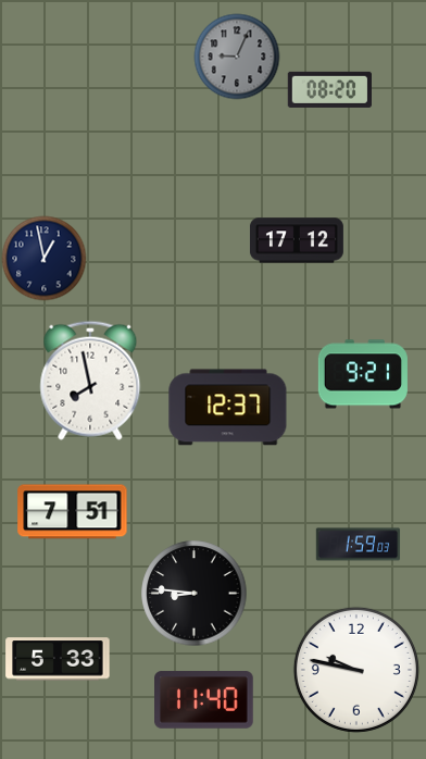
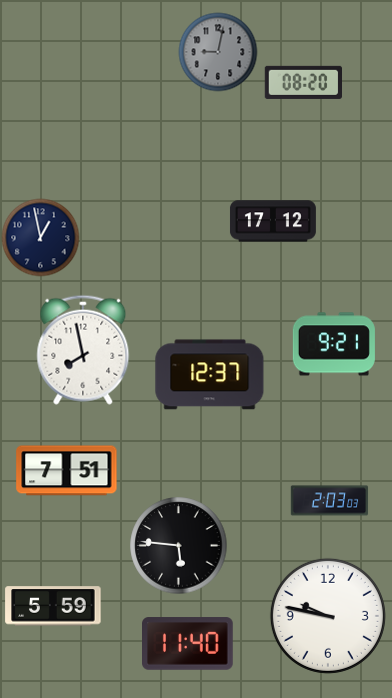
clock at (237, 57): 9:04 -> 9:02
clock at (358, 545): 1:59 -> 2:03
clock at (195, 594): 8:46 -> 5:46
clock at (58, 659): 5:33 -> 5:59
